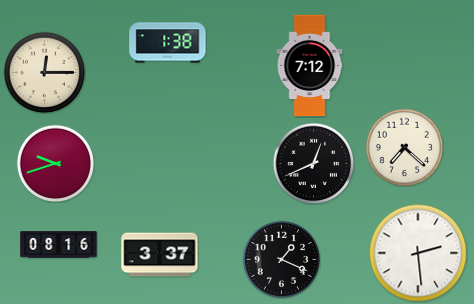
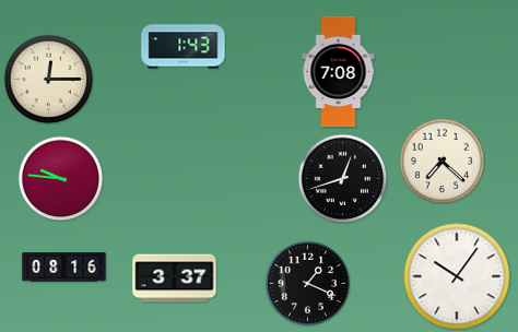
clock at (168, 43): 1:38 -> 1:43
clock at (310, 66): 7:12 -> 7:08
clock at (55, 163): 9:42 -> 9:46
clock at (313, 163): 12:41 -> 12:42
clock at (418, 253): 2:29 -> 10:06
